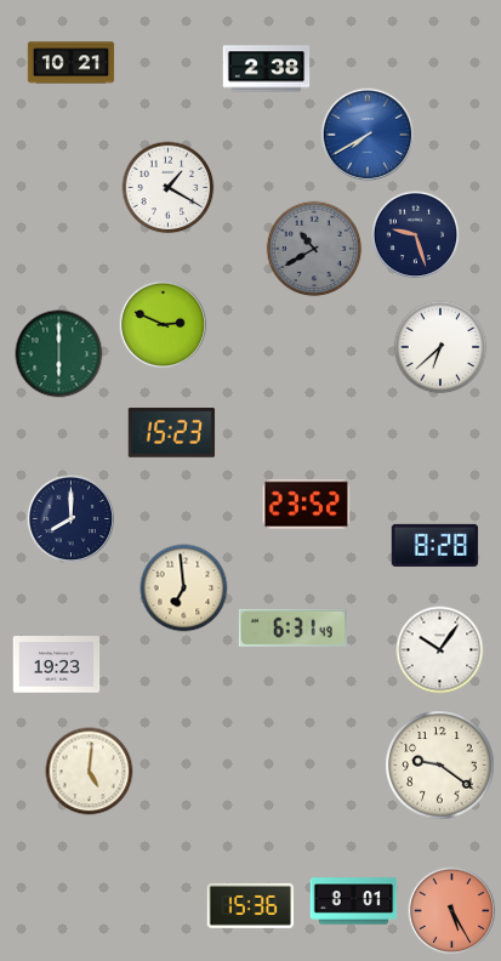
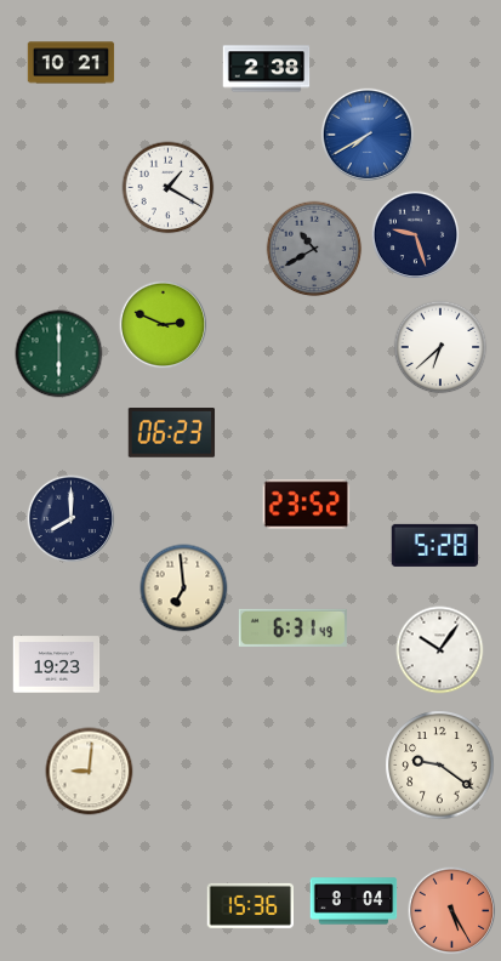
clock at (172, 433): 15:23 -> 06:23
clock at (435, 545): 8:28 -> 5:28
clock at (90, 772): 5:01 -> 9:01
clock at (354, 902): 8:01 -> 8:04
